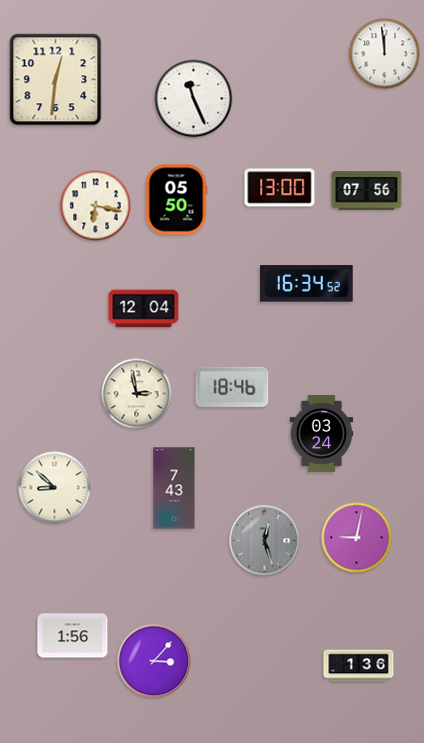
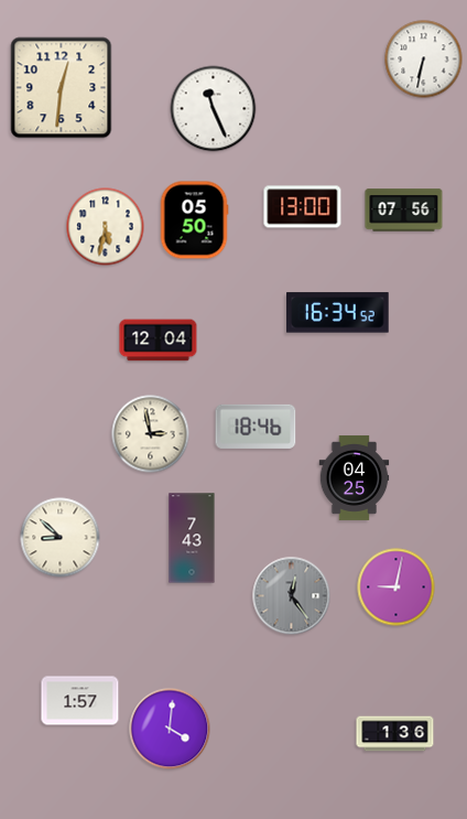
clock at (385, 54): 11:59 -> 6:32
clock at (280, 188) position: (280, 188) -> (303, 207)
clock at (96, 206): 6:17 -> 5:32
clock at (322, 433): 03:24 -> 04:25
clock at (357, 538) position: (357, 538) -> (397, 588)
clock at (265, 541): 12:27 -> 12:24
clock at (73, 636): 1:56 -> 1:57
clock at (154, 661): 3:07 -> 4:01
